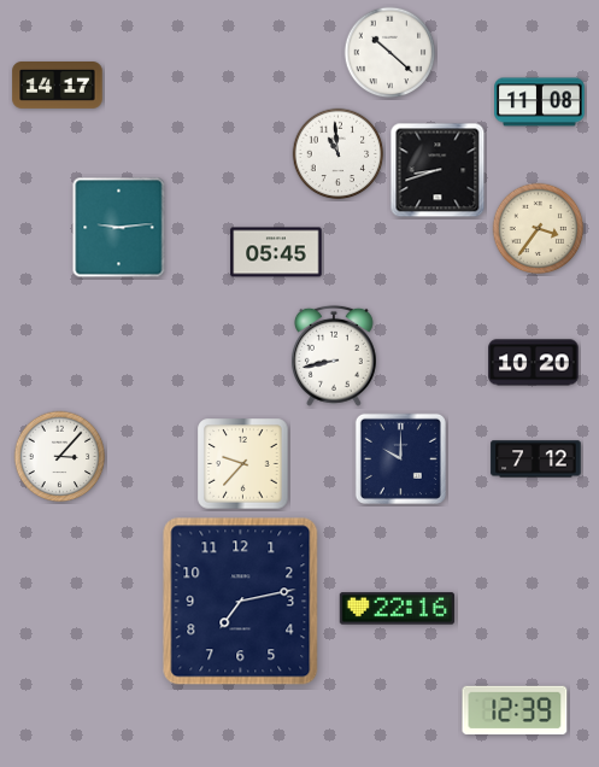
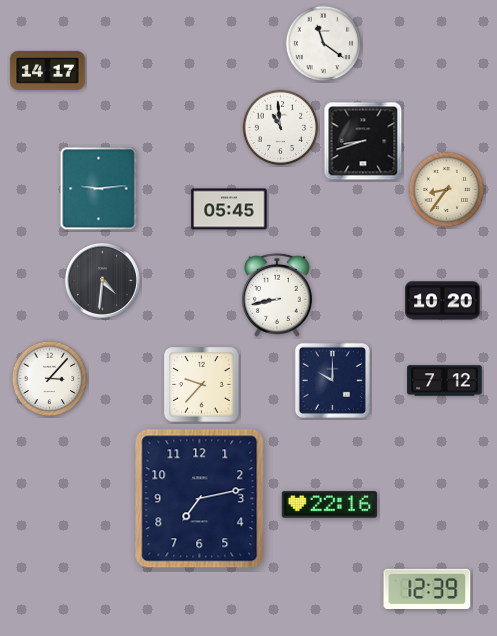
clock at (390, 53): 10:22 -> 11:21
clock at (540, 103): 11:08 -> none
clock at (539, 229): 3:36 -> 8:36
clock at (102, 280): none -> 4:31
